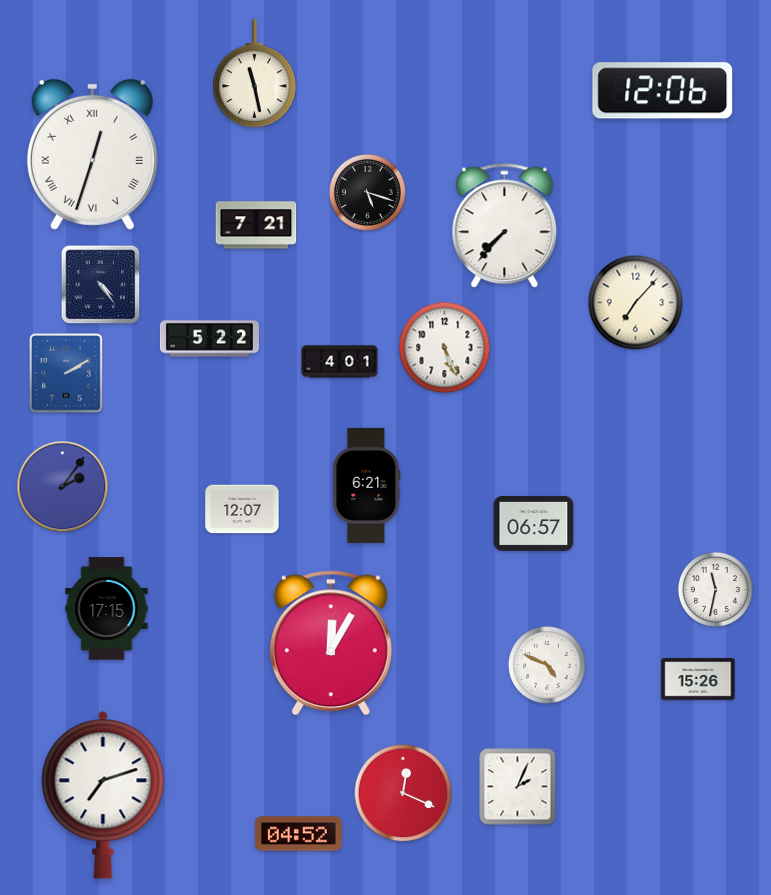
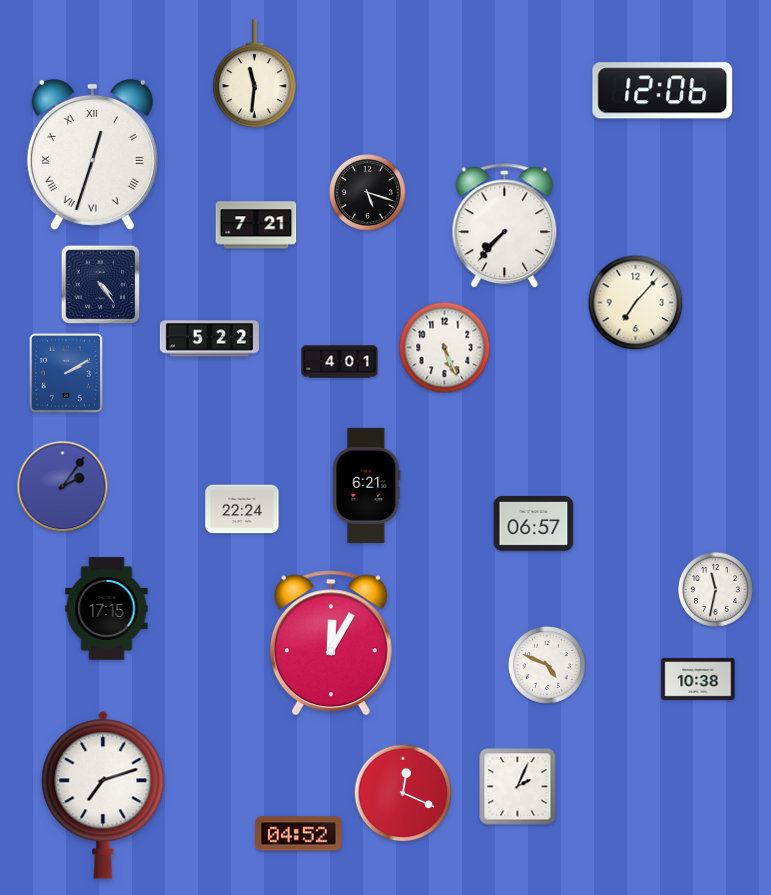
clock at (255, 74): 11:28 -> 11:31
clock at (242, 509): 12:07 -> 22:24
clock at (698, 679): 15:26 -> 10:38
